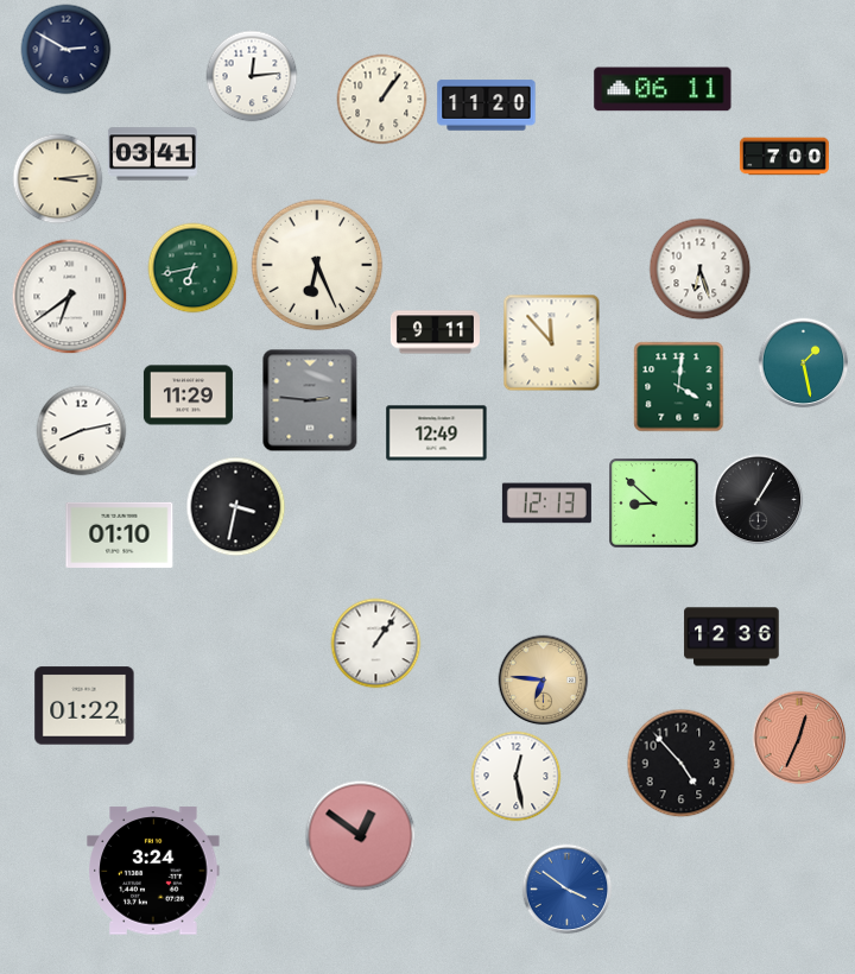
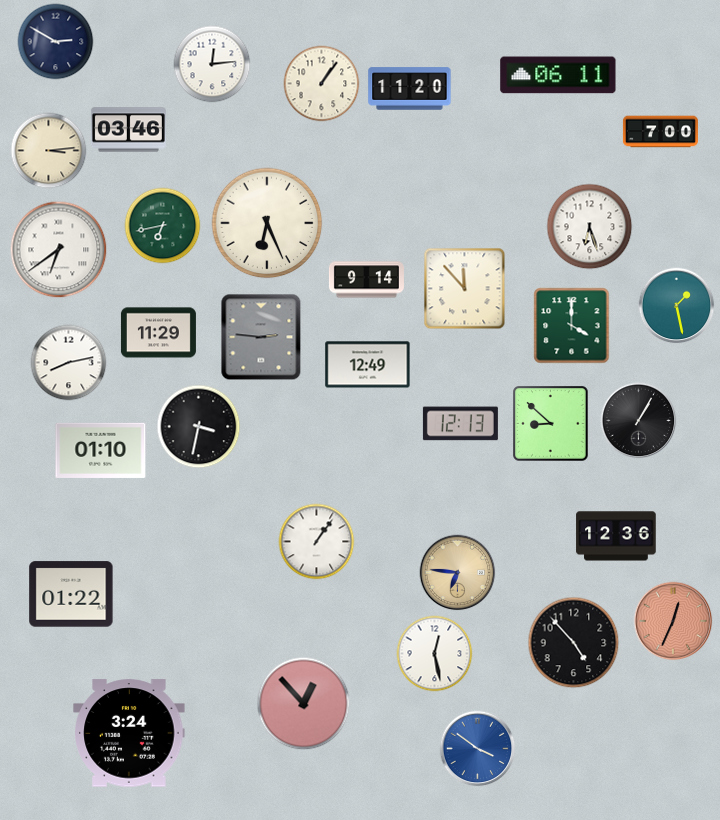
clock at (152, 154): 03:41 -> 03:46
clock at (435, 333): 9:11 -> 9:14
clock at (679, 387): 4:01 -> 4:00
clock at (361, 836): 12:51 -> 12:53
